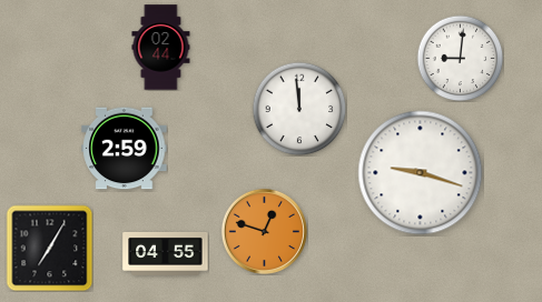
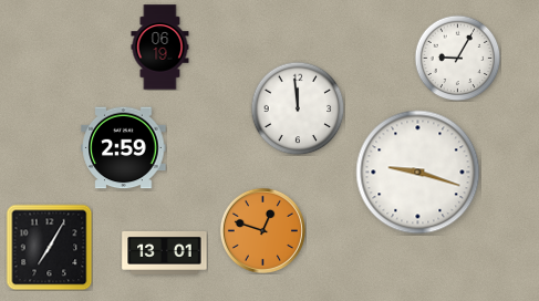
clock at (161, 48): 02:44 -> 06:19
clock at (460, 58): 9:01 -> 9:05
clock at (166, 253): 04:55 -> 13:01
